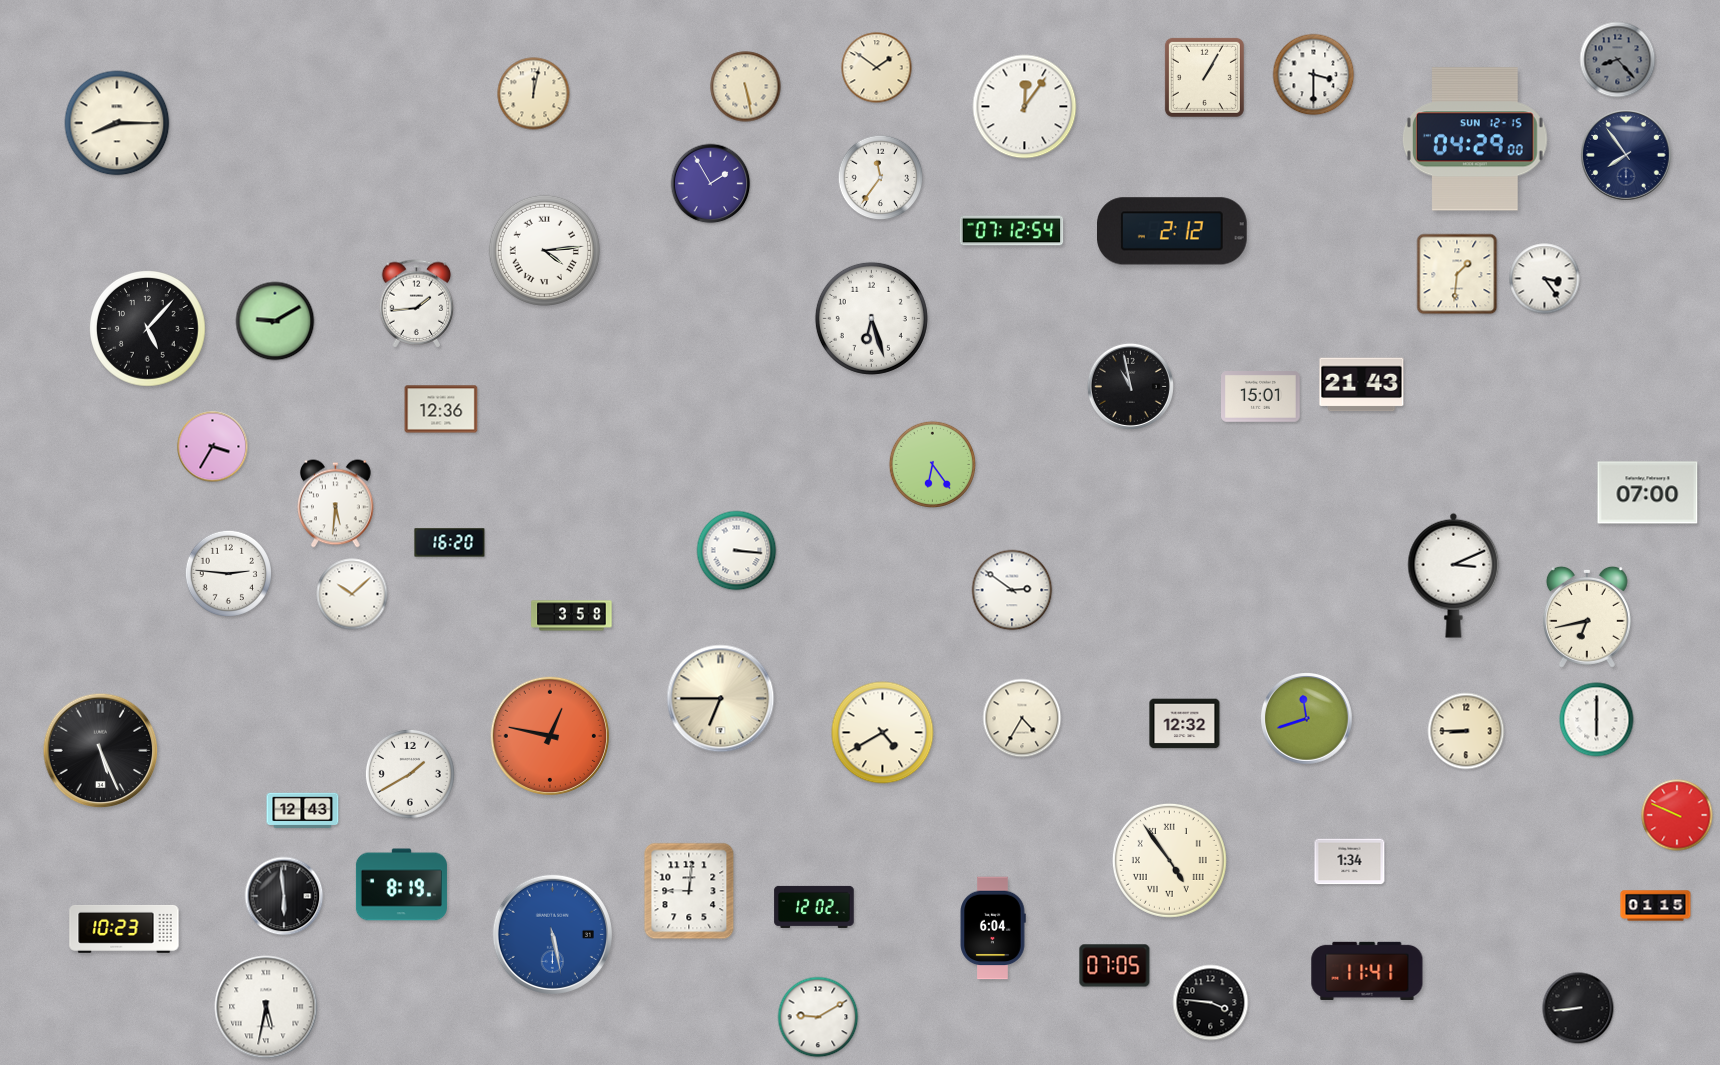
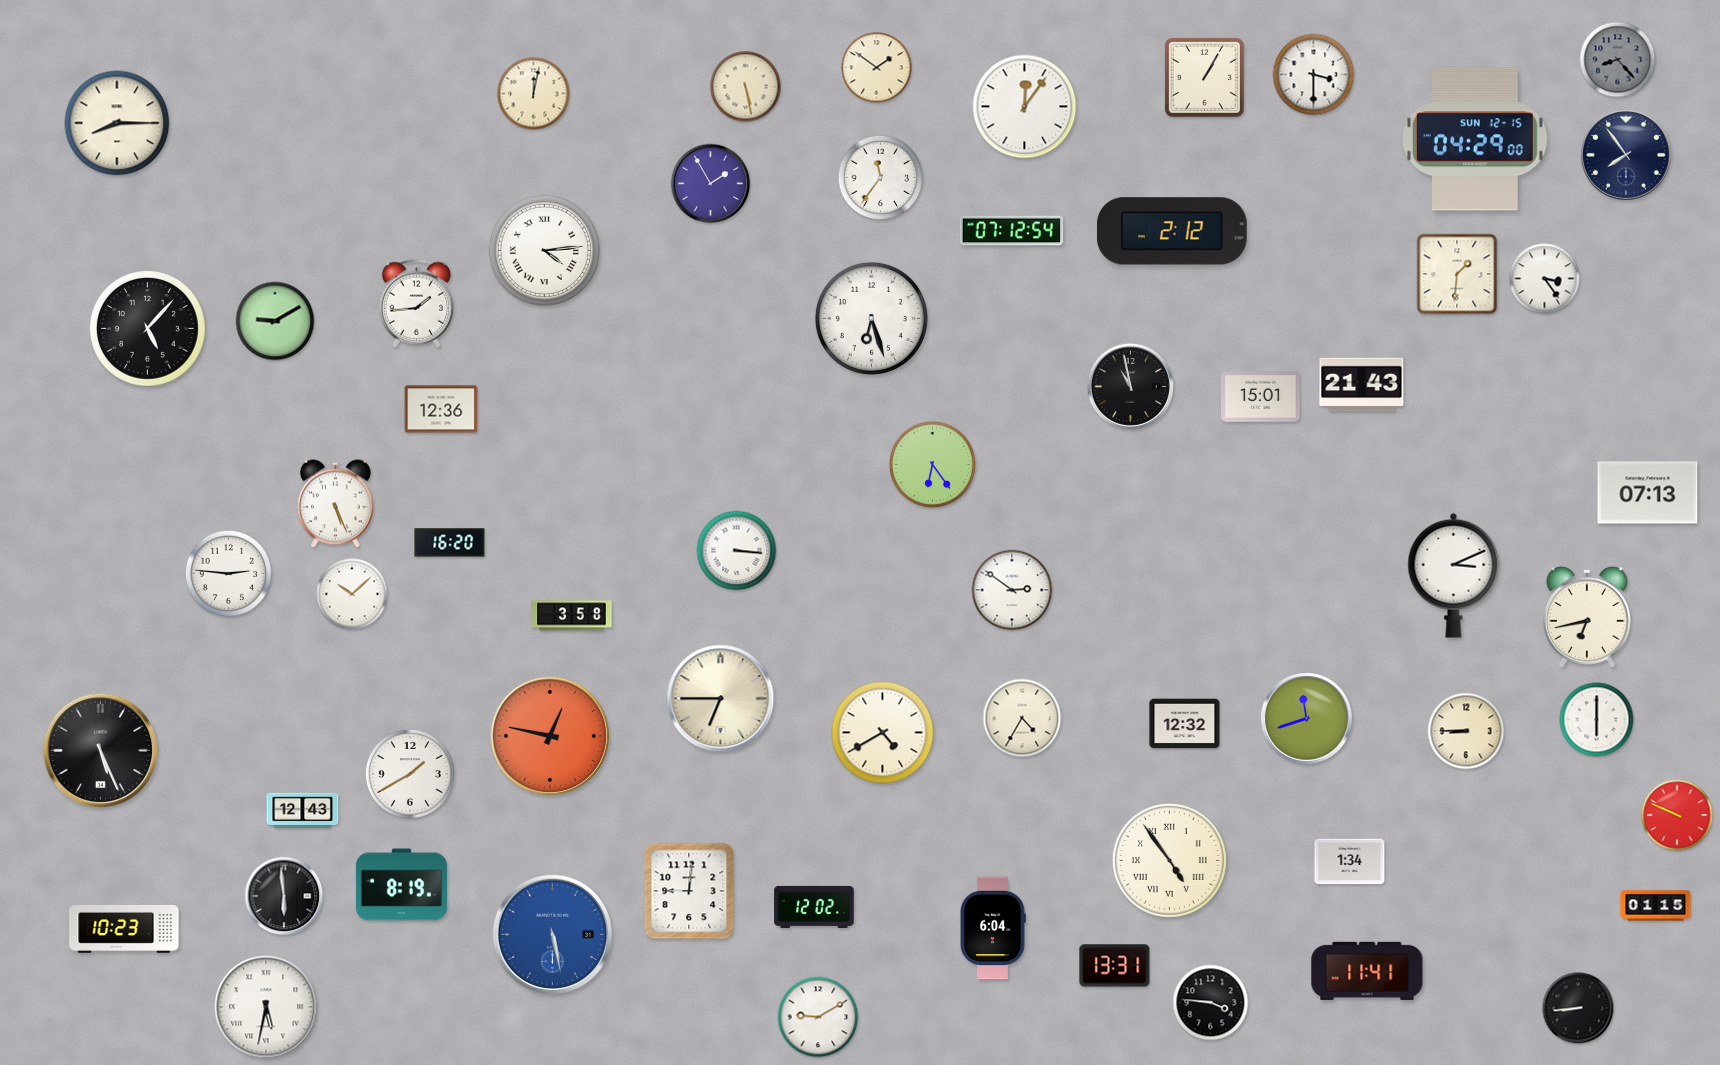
clock at (213, 447): 3:35 -> none
clock at (1648, 493): 07:00 -> 07:13
clock at (336, 504): 5:31 -> 5:26
clock at (1115, 966): 07:05 -> 13:31
